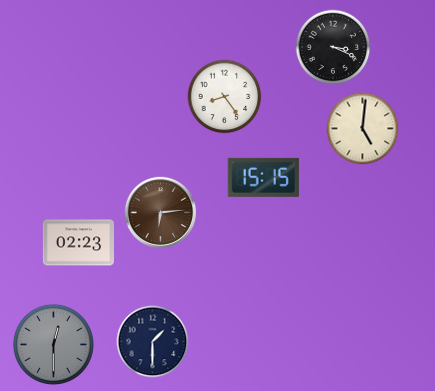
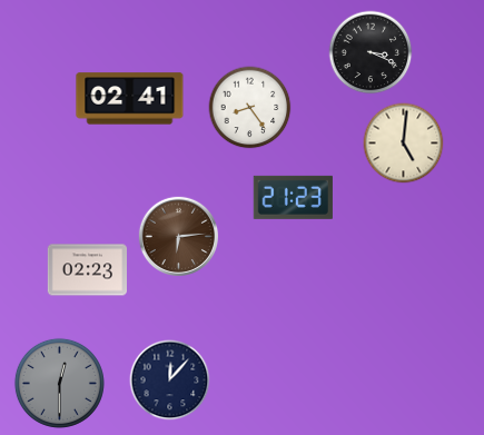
clock at (130, 99): none -> 02:41
clock at (263, 177): 15:15 -> 21:23
clock at (153, 342): 1:30 -> 12:07
